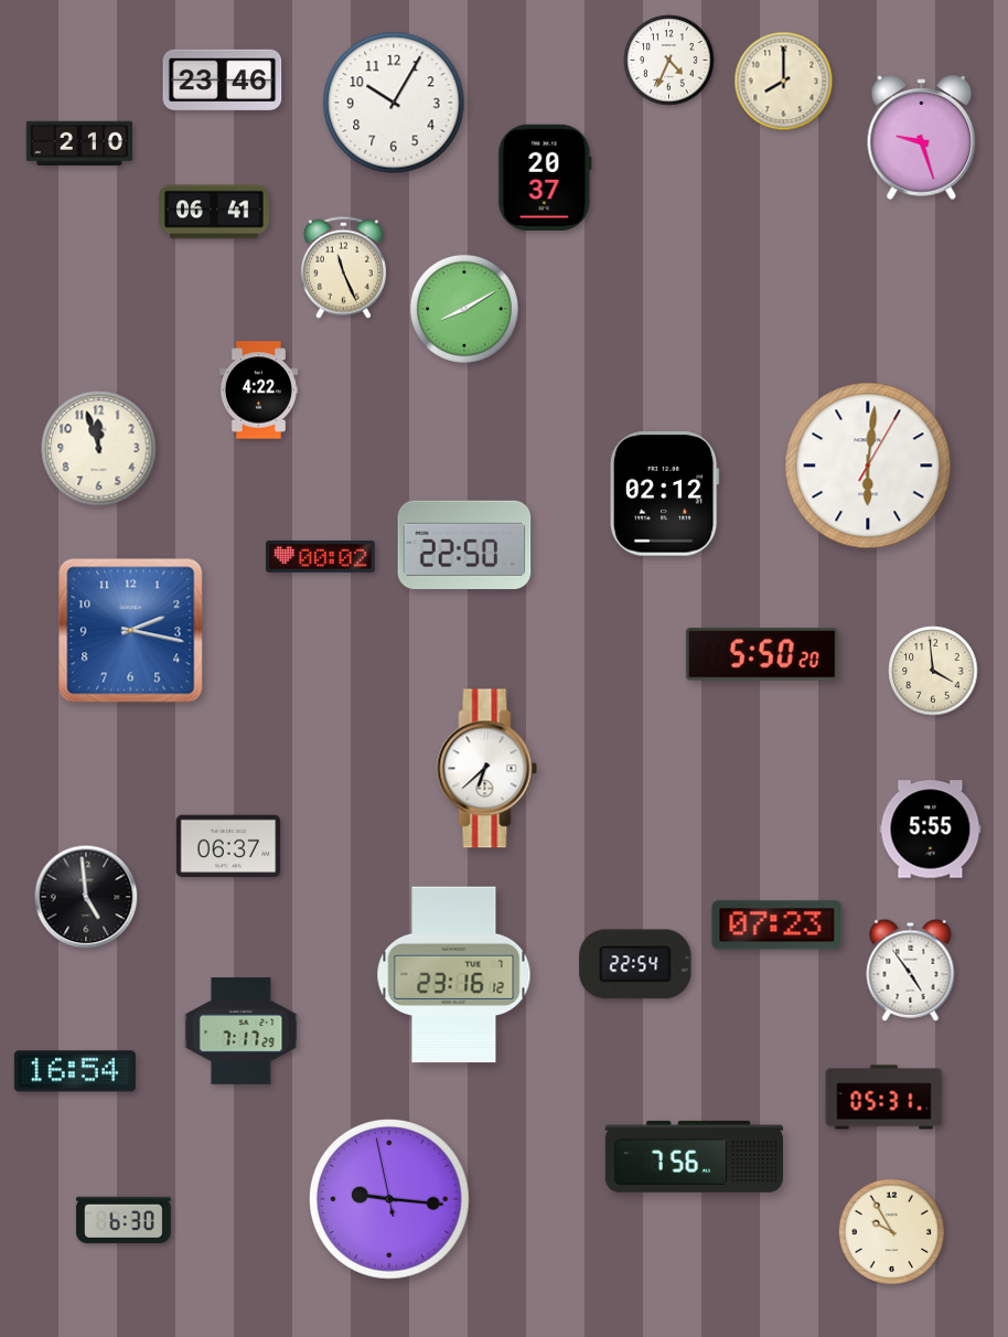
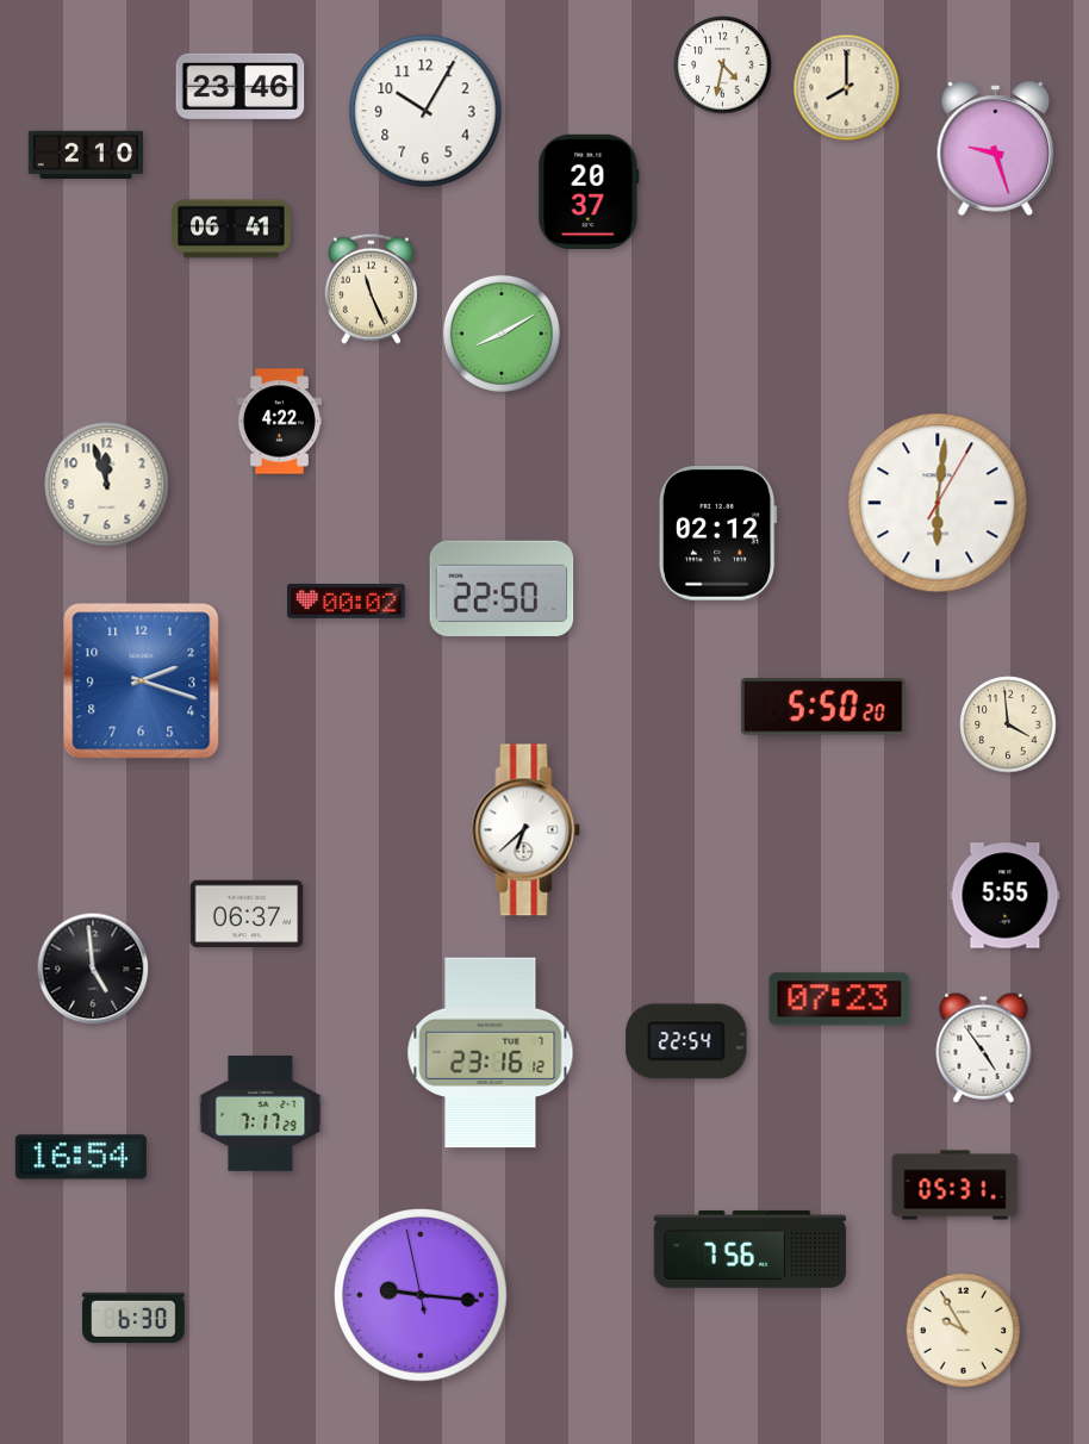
clock at (669, 61): 4:34 -> 4:32
clock at (131, 631): 2:17 -> 2:18
